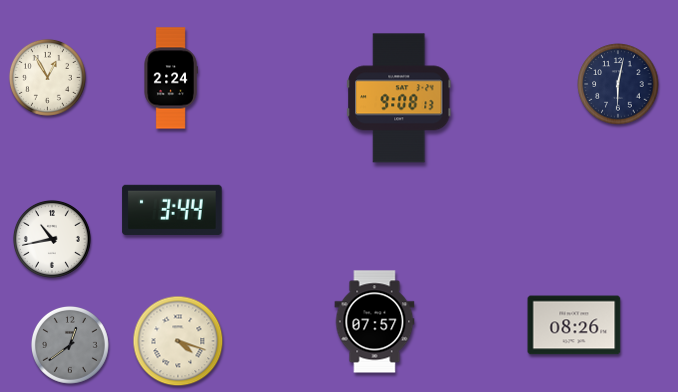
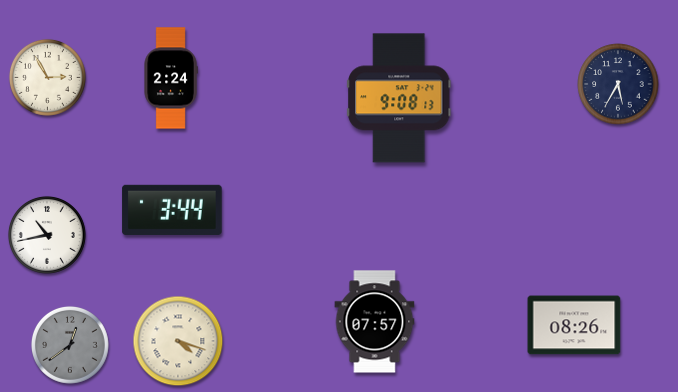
clock at (47, 77): 12:55 -> 2:55
clock at (618, 84): 6:02 -> 5:35
clock at (52, 239) position: (52, 239) -> (47, 235)
